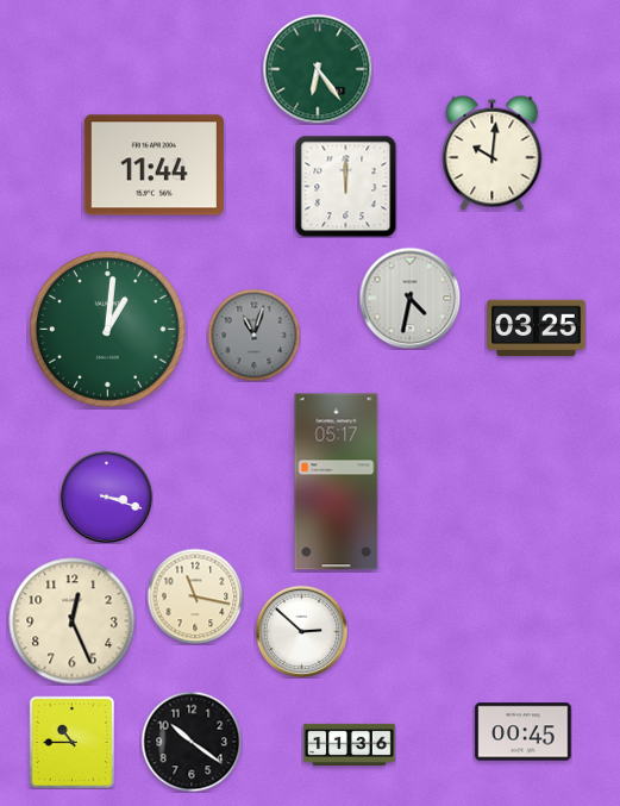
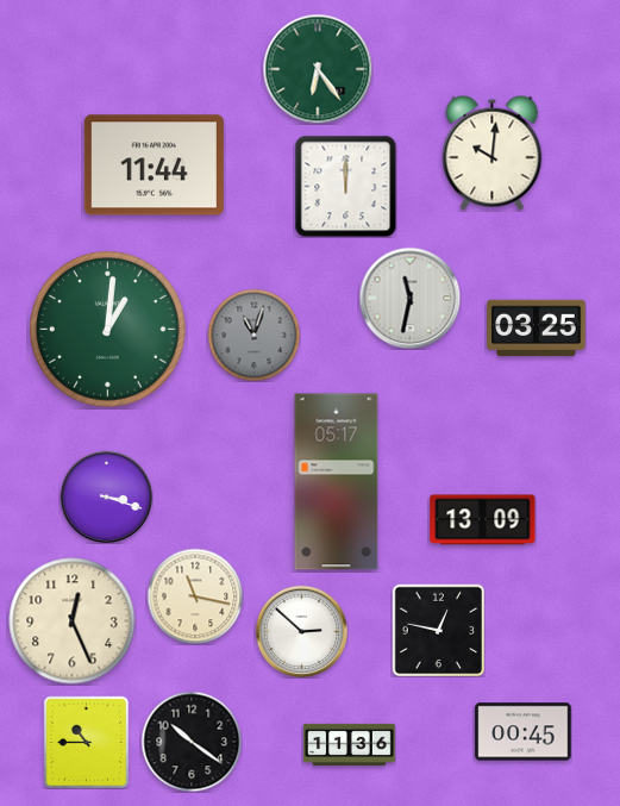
clock at (409, 298): 4:32 -> 11:32
clock at (483, 520): none -> 13:09
clock at (438, 630): none -> 12:47
clock at (73, 742) position: (73, 742) -> (87, 742)
